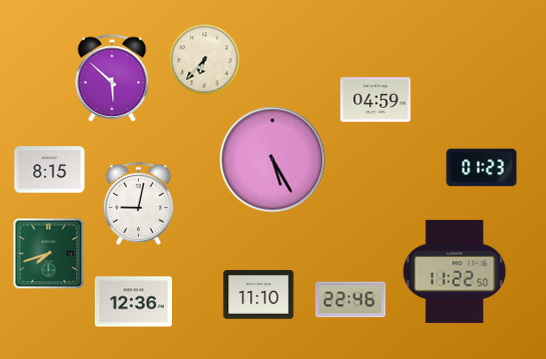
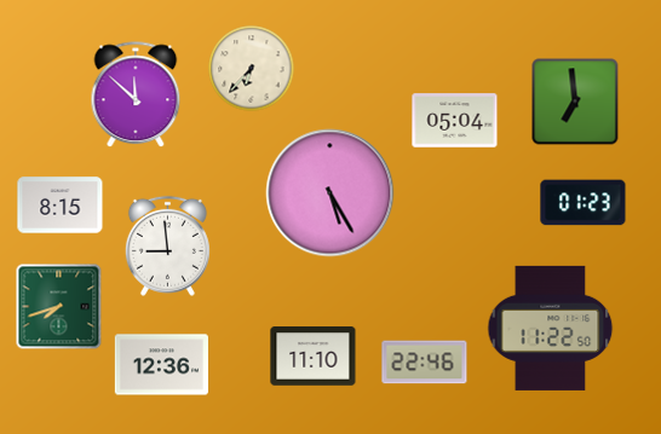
clock at (205, 60) position: (205, 60) -> (252, 69)
clock at (112, 79): 5:52 -> 11:52
clock at (575, 102): none -> 6:59
clock at (376, 100): 04:59 -> 05:04
clock at (138, 203): 9:02 -> 8:59
